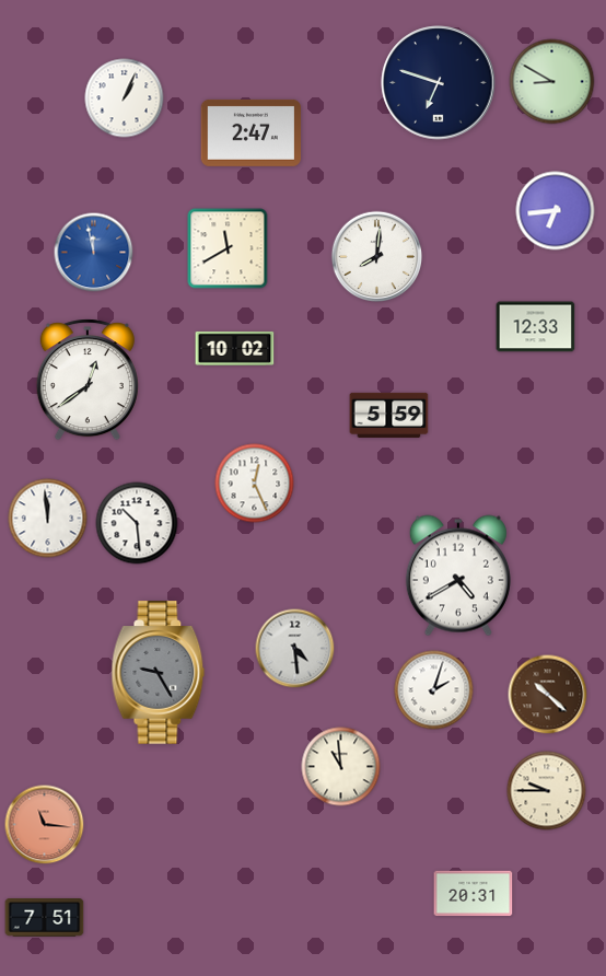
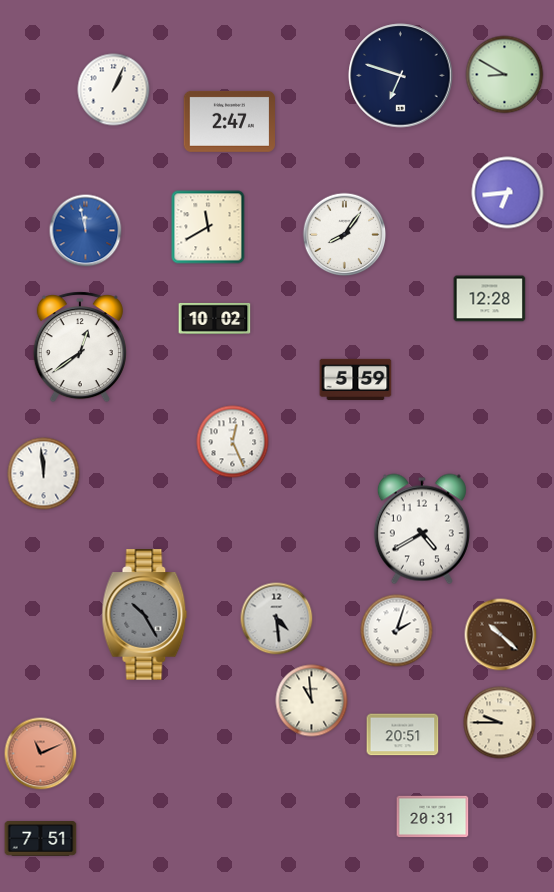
clock at (377, 257): 8:01 -> 8:06
clock at (536, 327): 12:33 -> 12:28
clock at (137, 523): 10:29 -> none
clock at (458, 576) position: (458, 576) -> (422, 529)
clock at (295, 649) position: (295, 649) -> (277, 619)
clock at (159, 673): 9:25 -> 10:25
clock at (403, 735): none -> 20:51
clock at (45, 825): 11:16 -> 11:11
